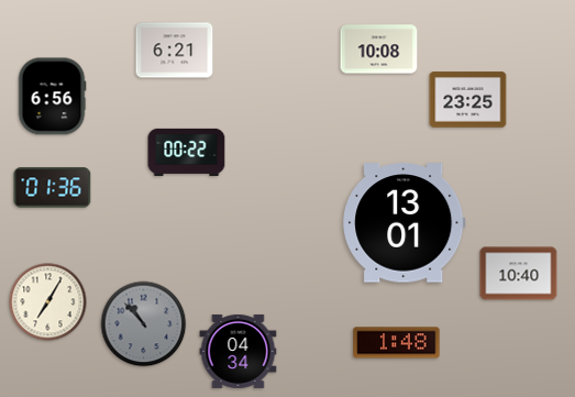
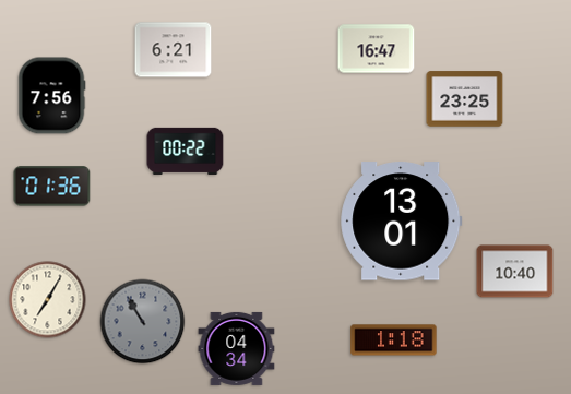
clock at (379, 49): 10:08 -> 16:47
clock at (52, 97): 6:56 -> 7:56
clock at (144, 324): 10:53 -> 10:55
clock at (397, 343): 1:48 -> 1:18
